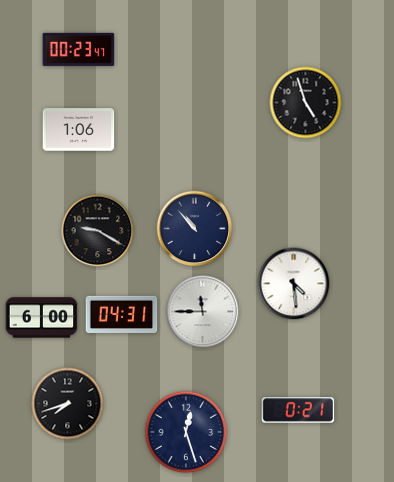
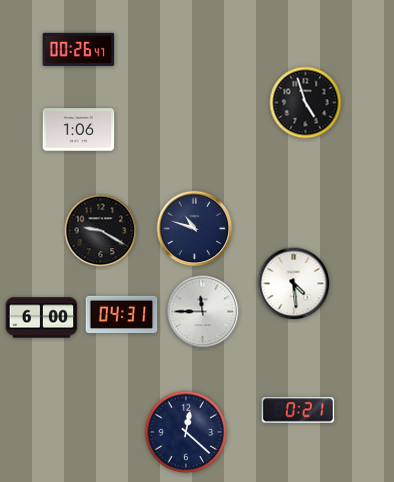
clock at (79, 49): 00:23 -> 00:26
clock at (195, 229): 10:53 -> 10:48
clock at (98, 231) position: (98, 231) -> (101, 231)
clock at (68, 404): 7:42 -> none
clock at (186, 432): 12:27 -> 12:22
